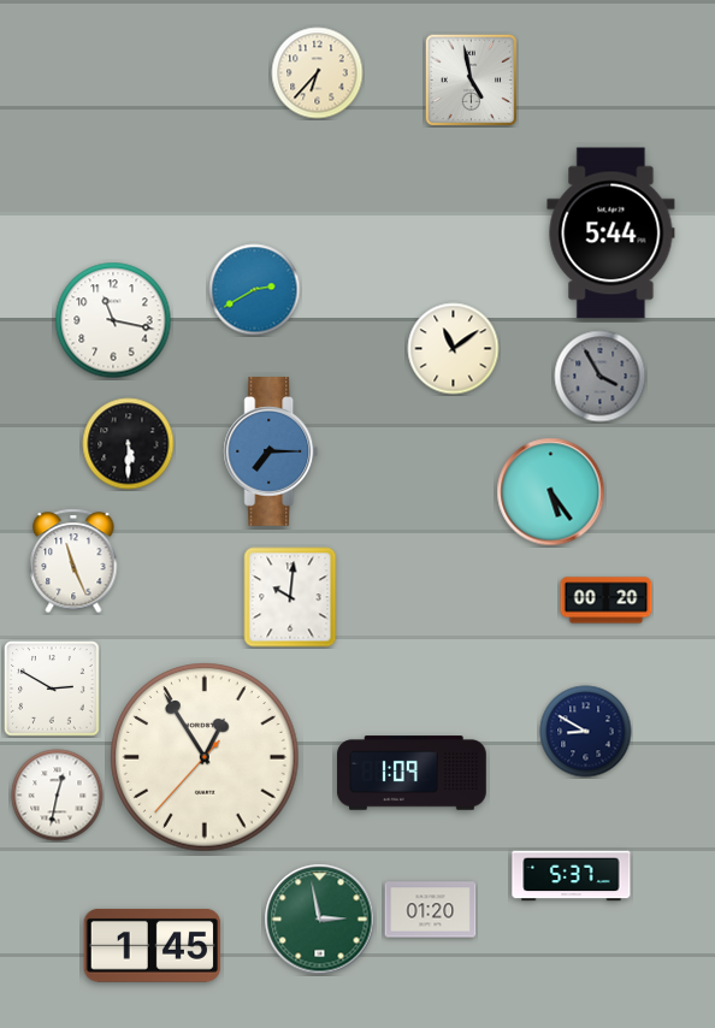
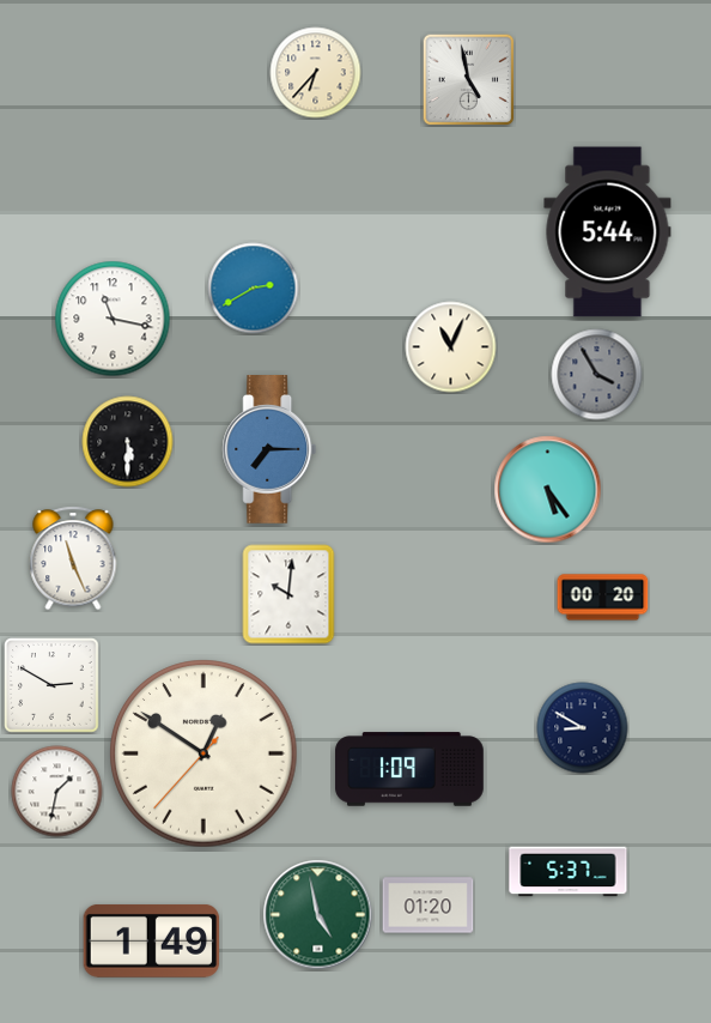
clock at (454, 349): 11:09 -> 11:04
clock at (205, 757): 12:54 -> 12:50
clock at (58, 796): 12:32 -> 1:32
clock at (320, 920): 2:58 -> 4:58
clock at (153, 946): 1:45 -> 1:49
